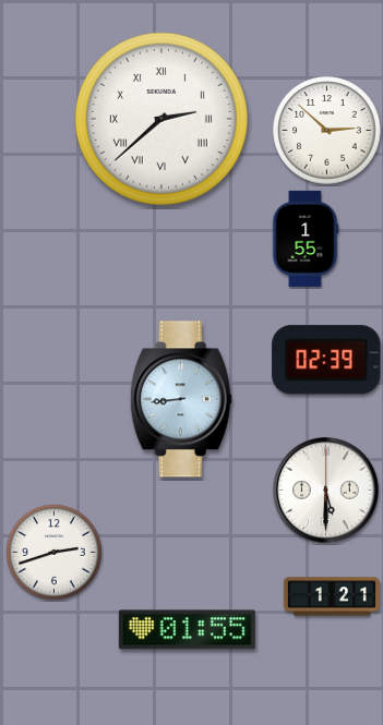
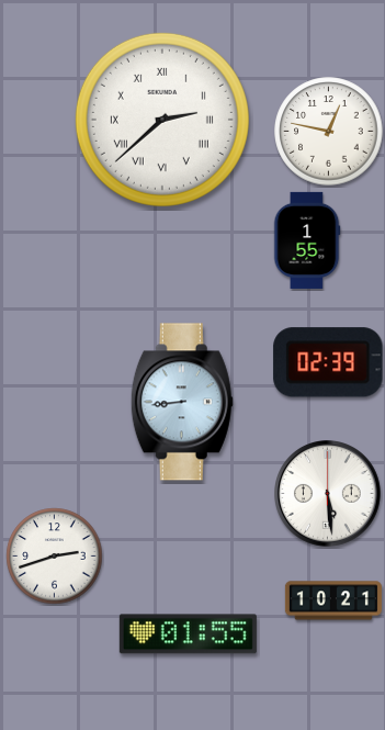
clock at (327, 131): 2:52 -> 12:47
clock at (326, 491): 5:30 -> 5:29
clock at (332, 596): 1:21 -> 10:21
